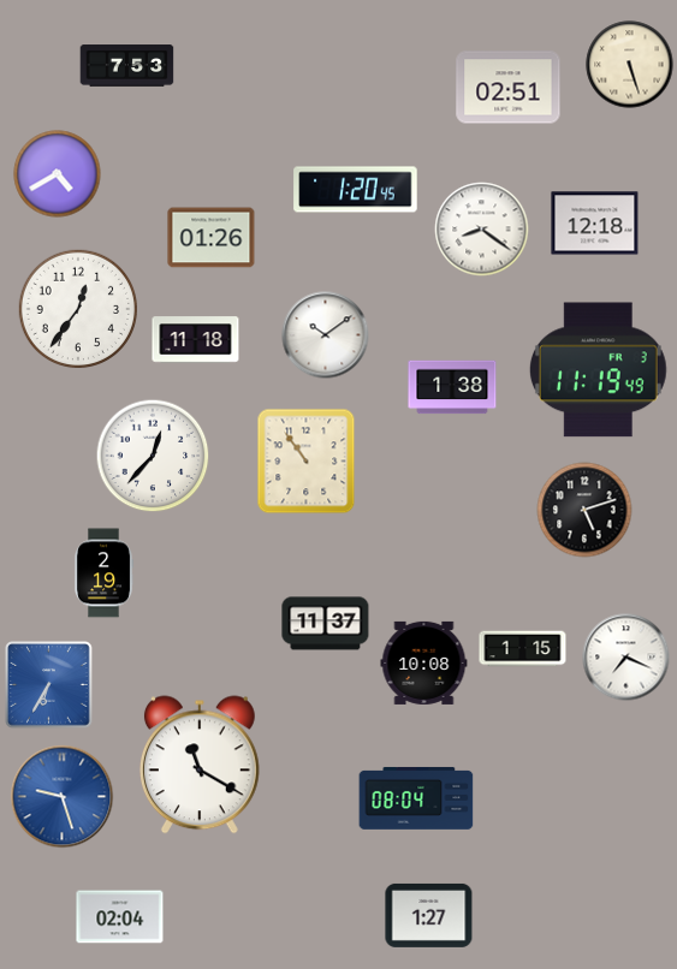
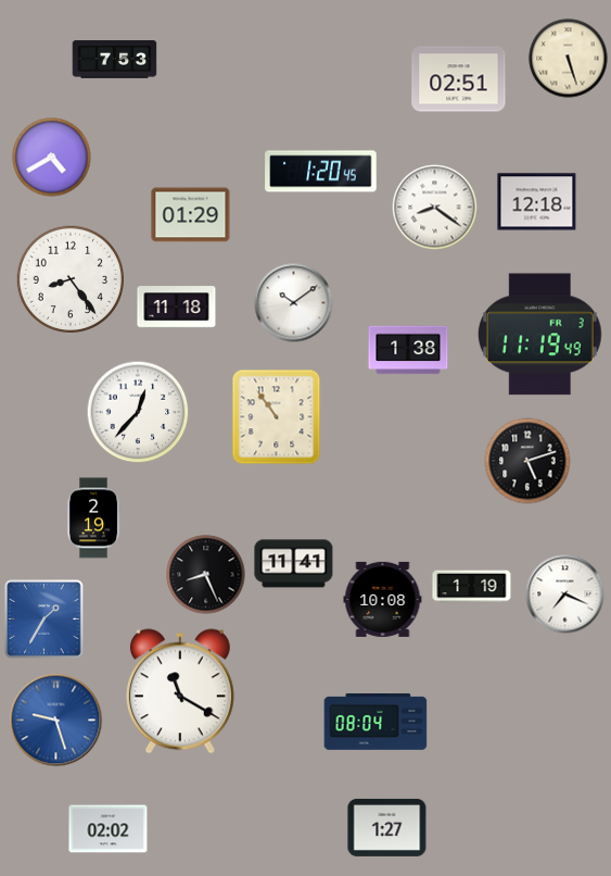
clock at (212, 238): 01:26 -> 01:29
clock at (77, 308): 12:36 -> 8:24
clock at (326, 624): 11:37 -> 11:41
clock at (206, 575): none -> 8:26
clock at (523, 649): 1:15 -> 1:19
clock at (49, 685): 6:35 -> 1:35
clock at (120, 917): 02:04 -> 02:02
